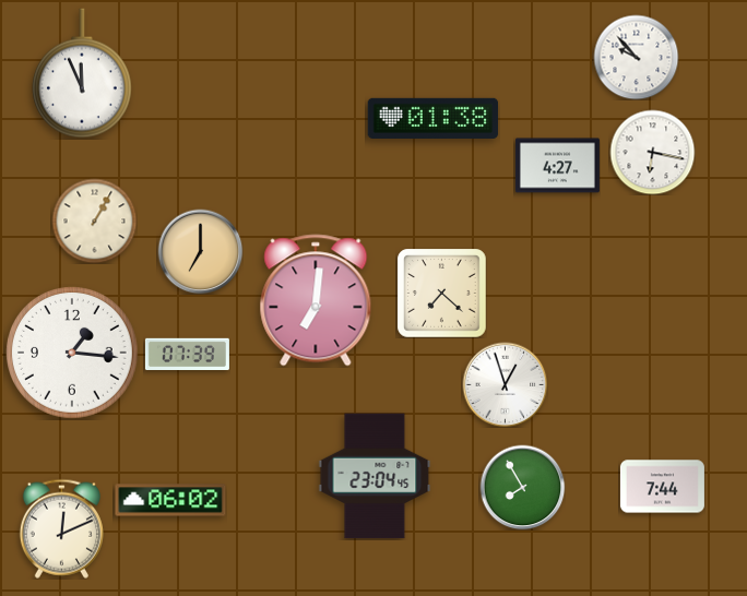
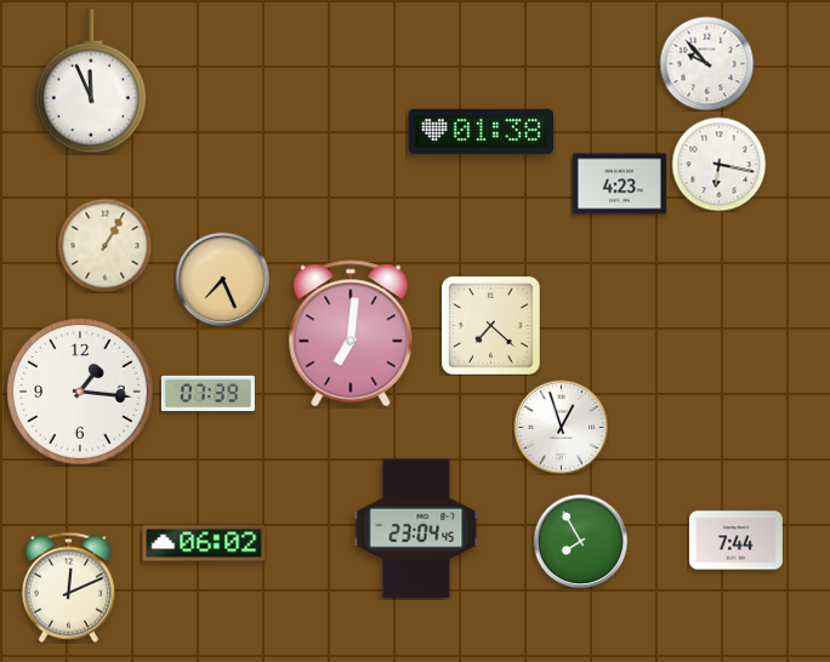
clock at (652, 152) position: (652, 152) -> (718, 164)
clock at (557, 166): 4:27 -> 4:23
clock at (200, 251): 7:00 -> 7:26
clock at (170, 500) position: (170, 500) -> (204, 543)
